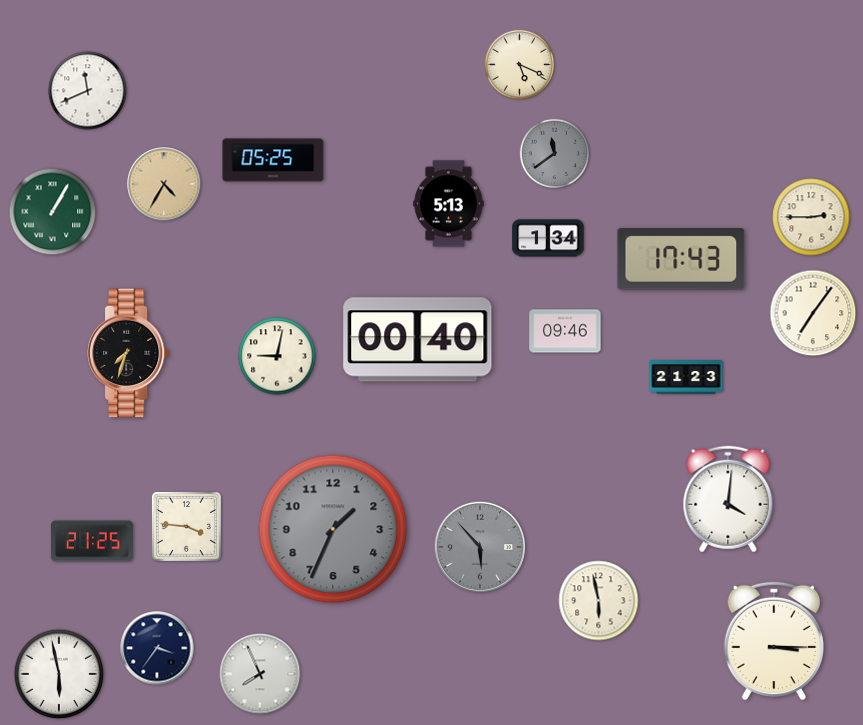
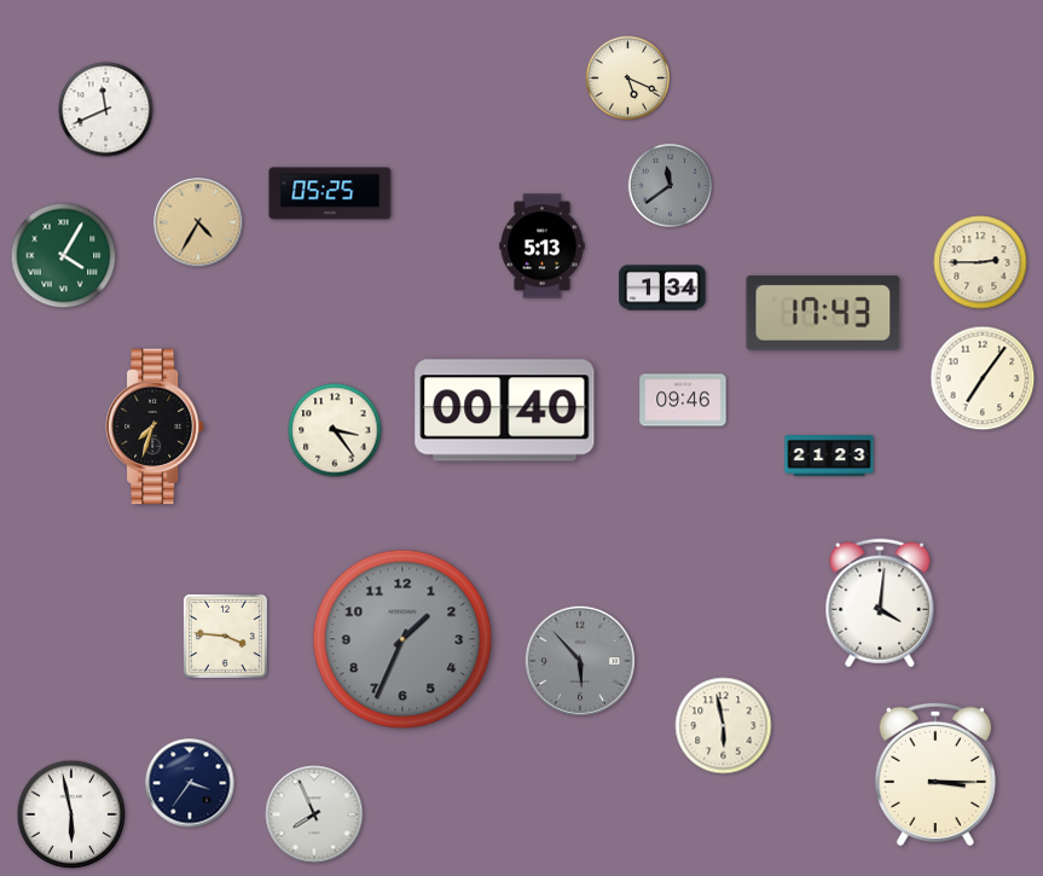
clock at (53, 212): 1:05 -> 4:05
clock at (277, 356): 9:02 -> 3:24
clock at (92, 541): 21:25 -> none
